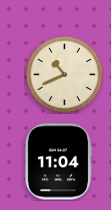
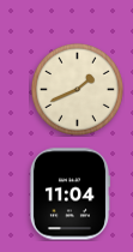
clock at (64, 74): 10:41 -> 1:41
